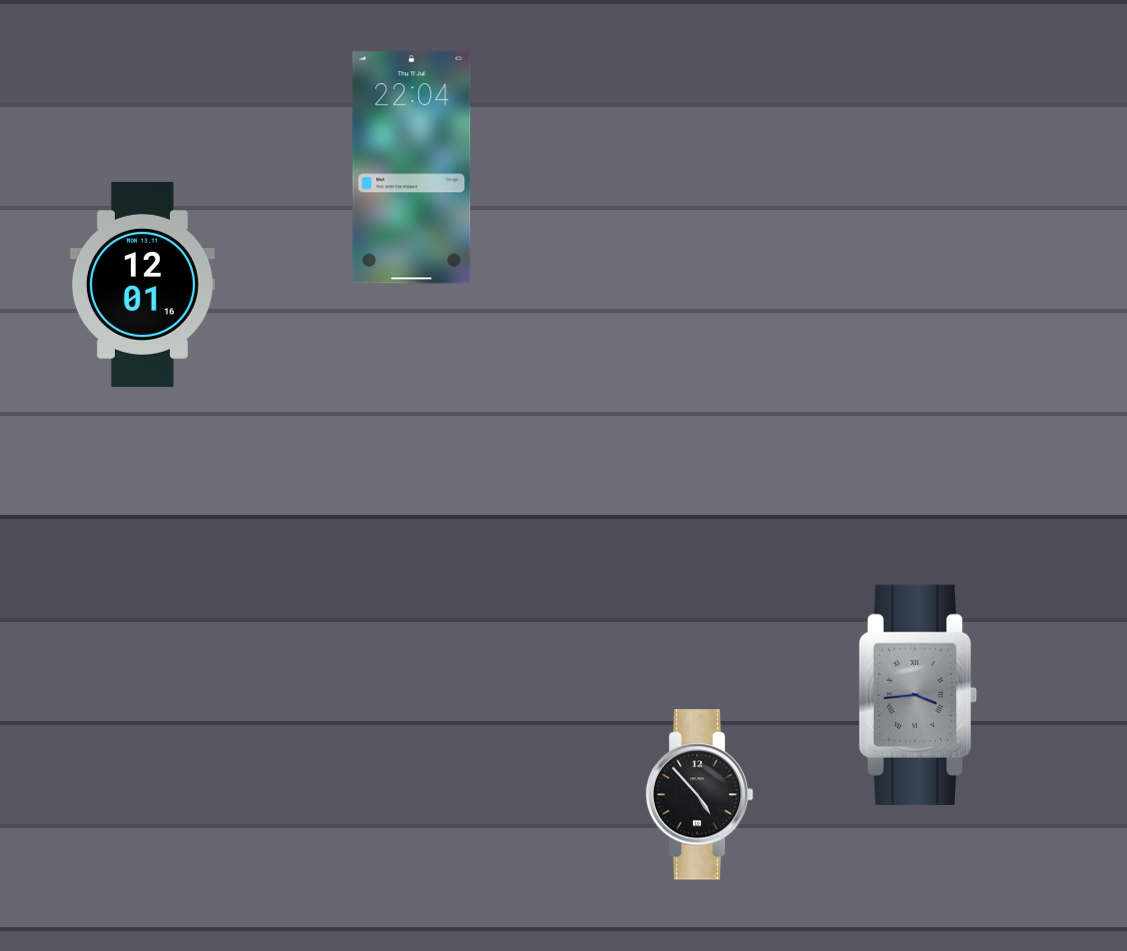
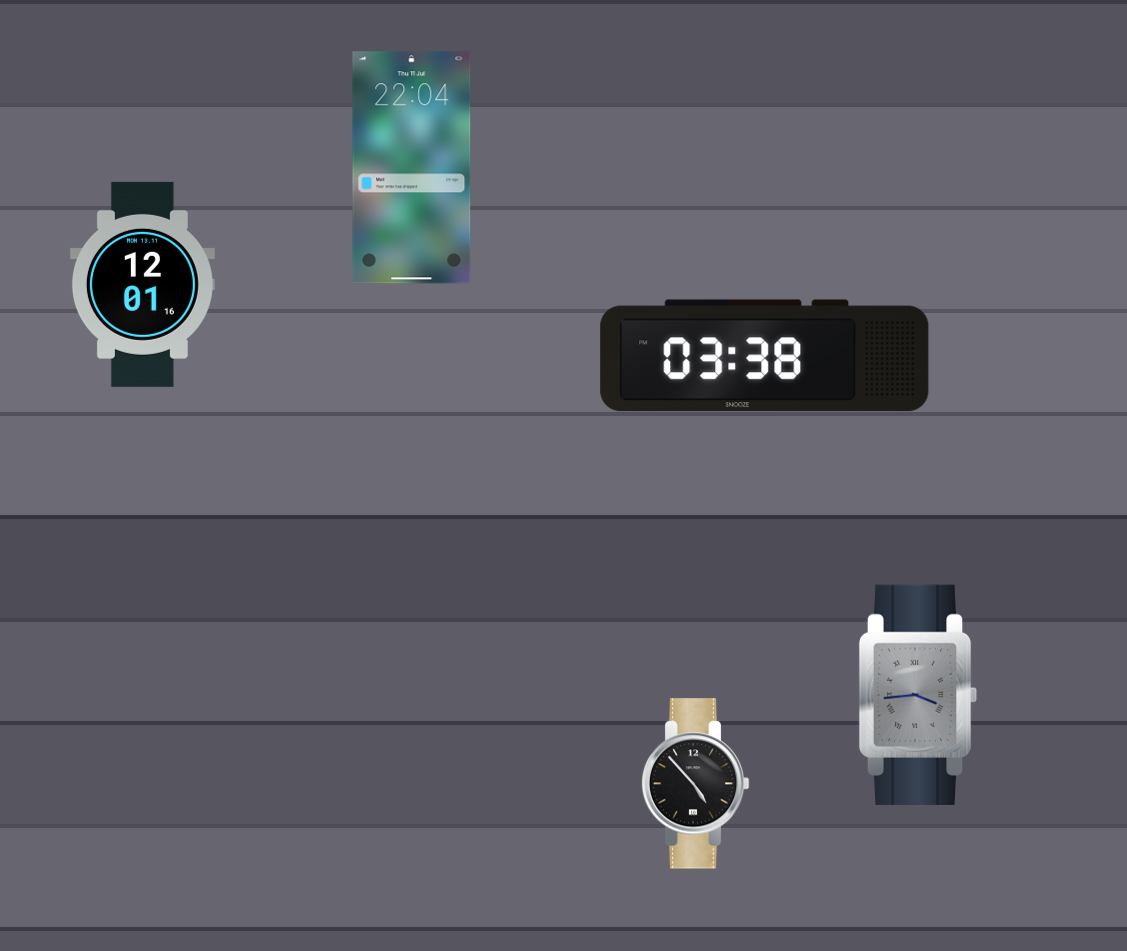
clock at (765, 356): none -> 03:38
clock at (699, 795) position: (699, 795) -> (695, 784)
